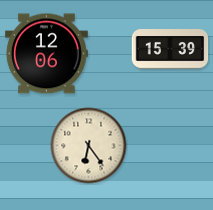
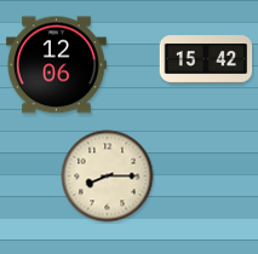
clock at (170, 49): 15:39 -> 15:42
clock at (89, 146): 6:24 -> 8:15
